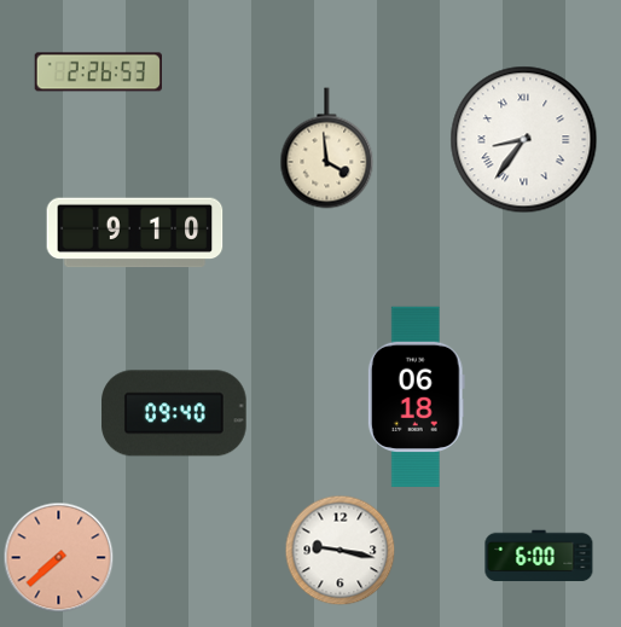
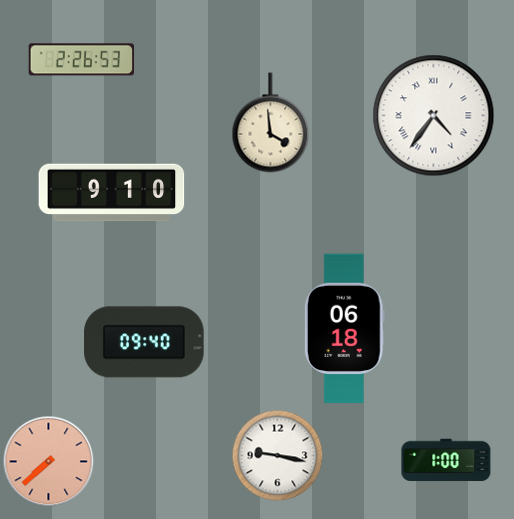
clock at (524, 140): 8:36 -> 4:36
clock at (339, 550) position: (339, 550) -> (277, 455)
clock at (539, 556): 6:00 -> 1:00
